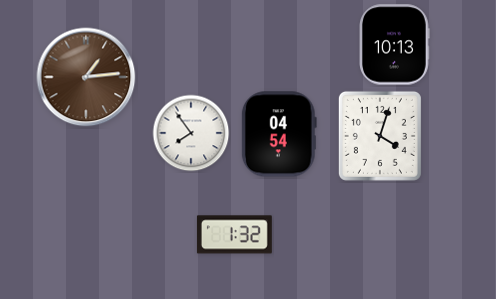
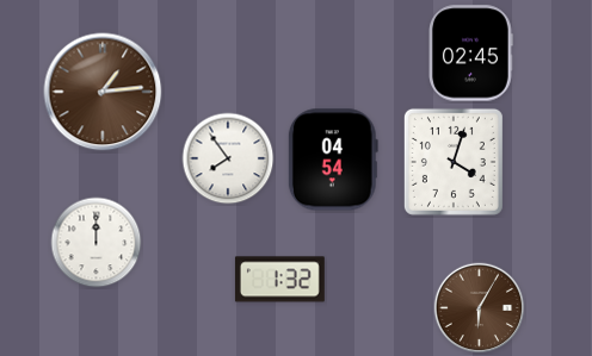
clock at (394, 45): 10:13 -> 02:45
clock at (97, 243): none -> 12:00
clock at (480, 308): none -> 6:05
